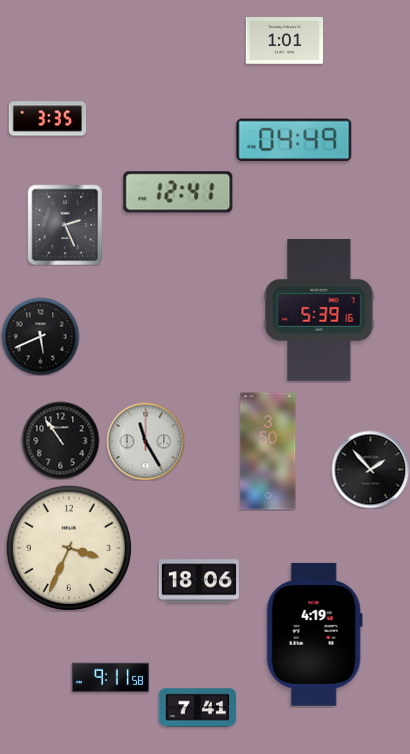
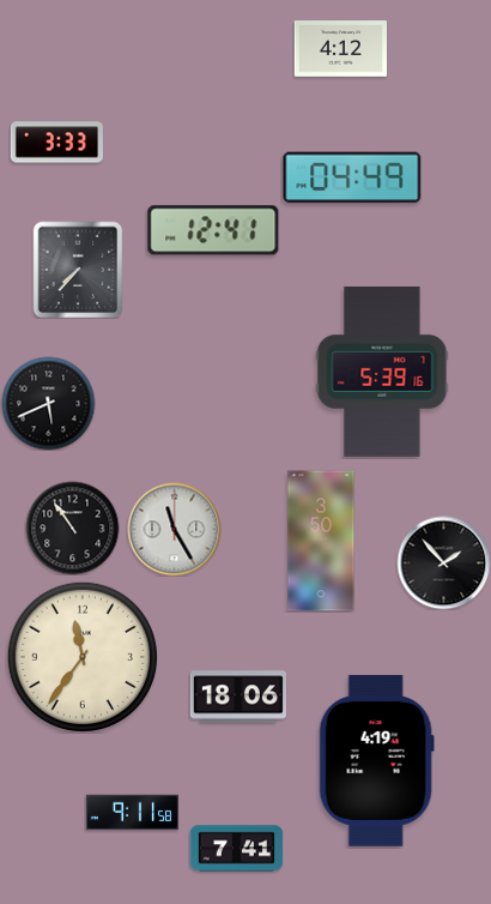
clock at (284, 41): 1:01 -> 4:12
clock at (47, 119): 3:35 -> 3:33
clock at (294, 140) position: (294, 140) -> (352, 177)
clock at (65, 225): 2:26 -> 7:37
clock at (69, 548): 3:34 -> 11:36
